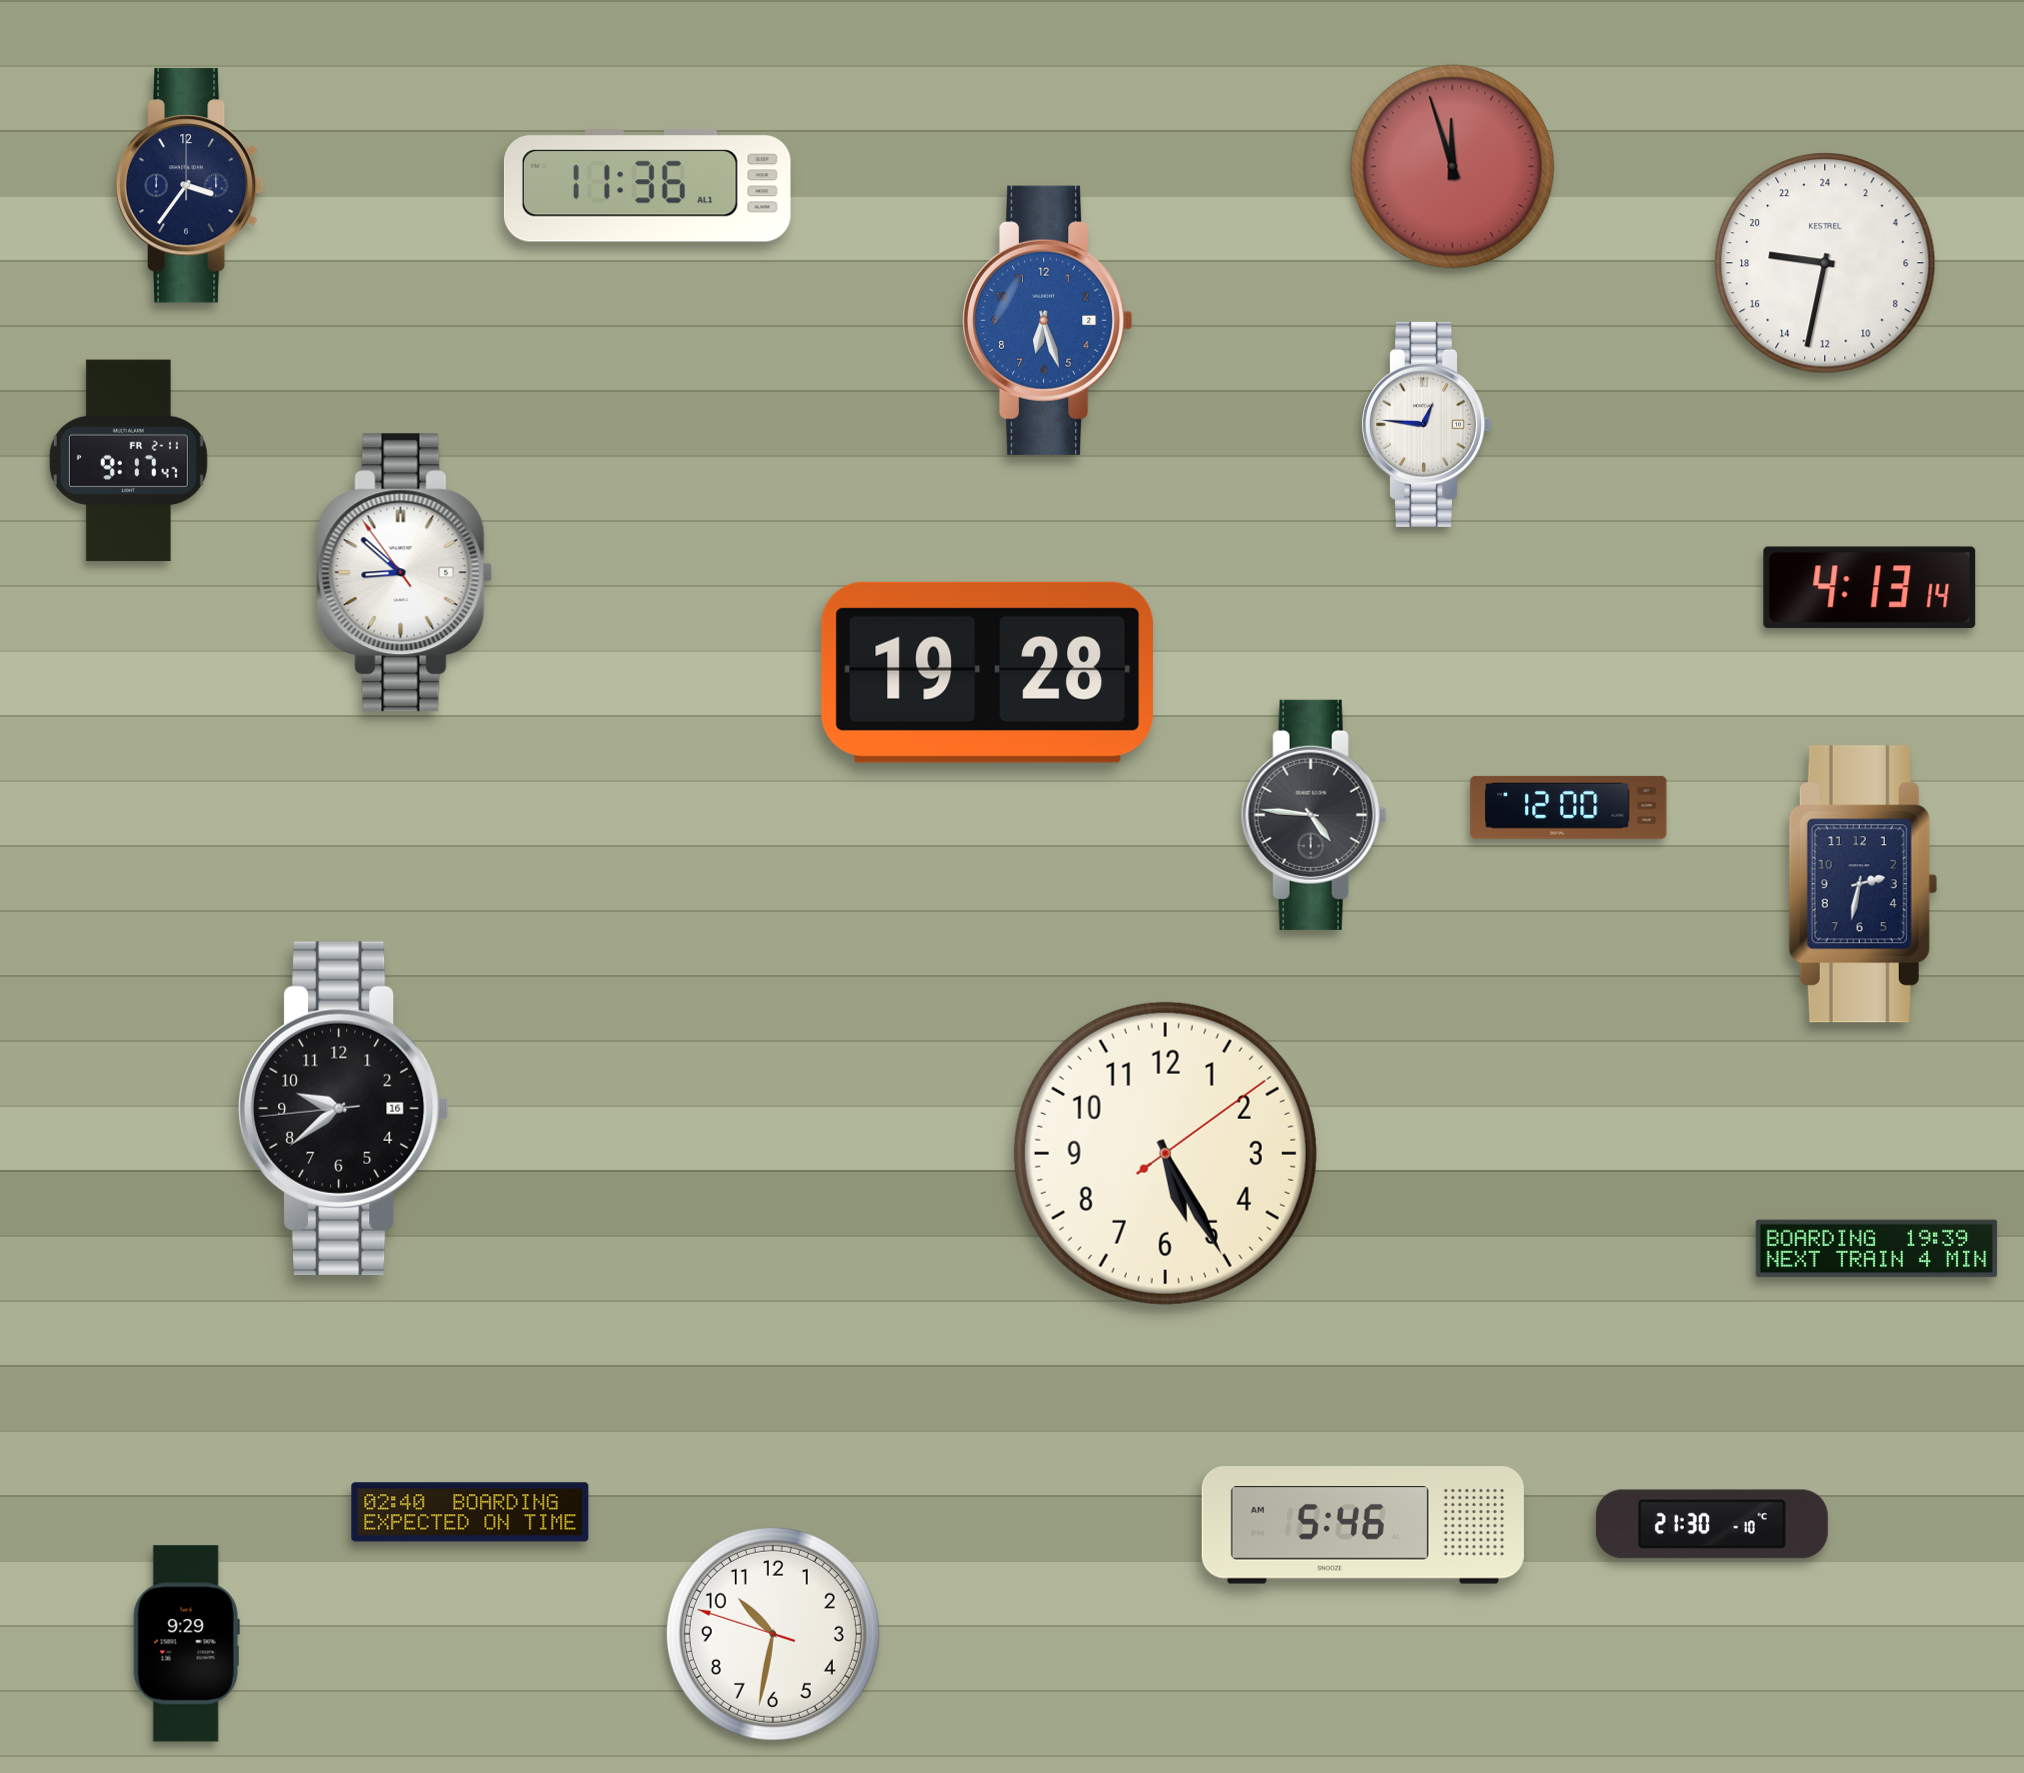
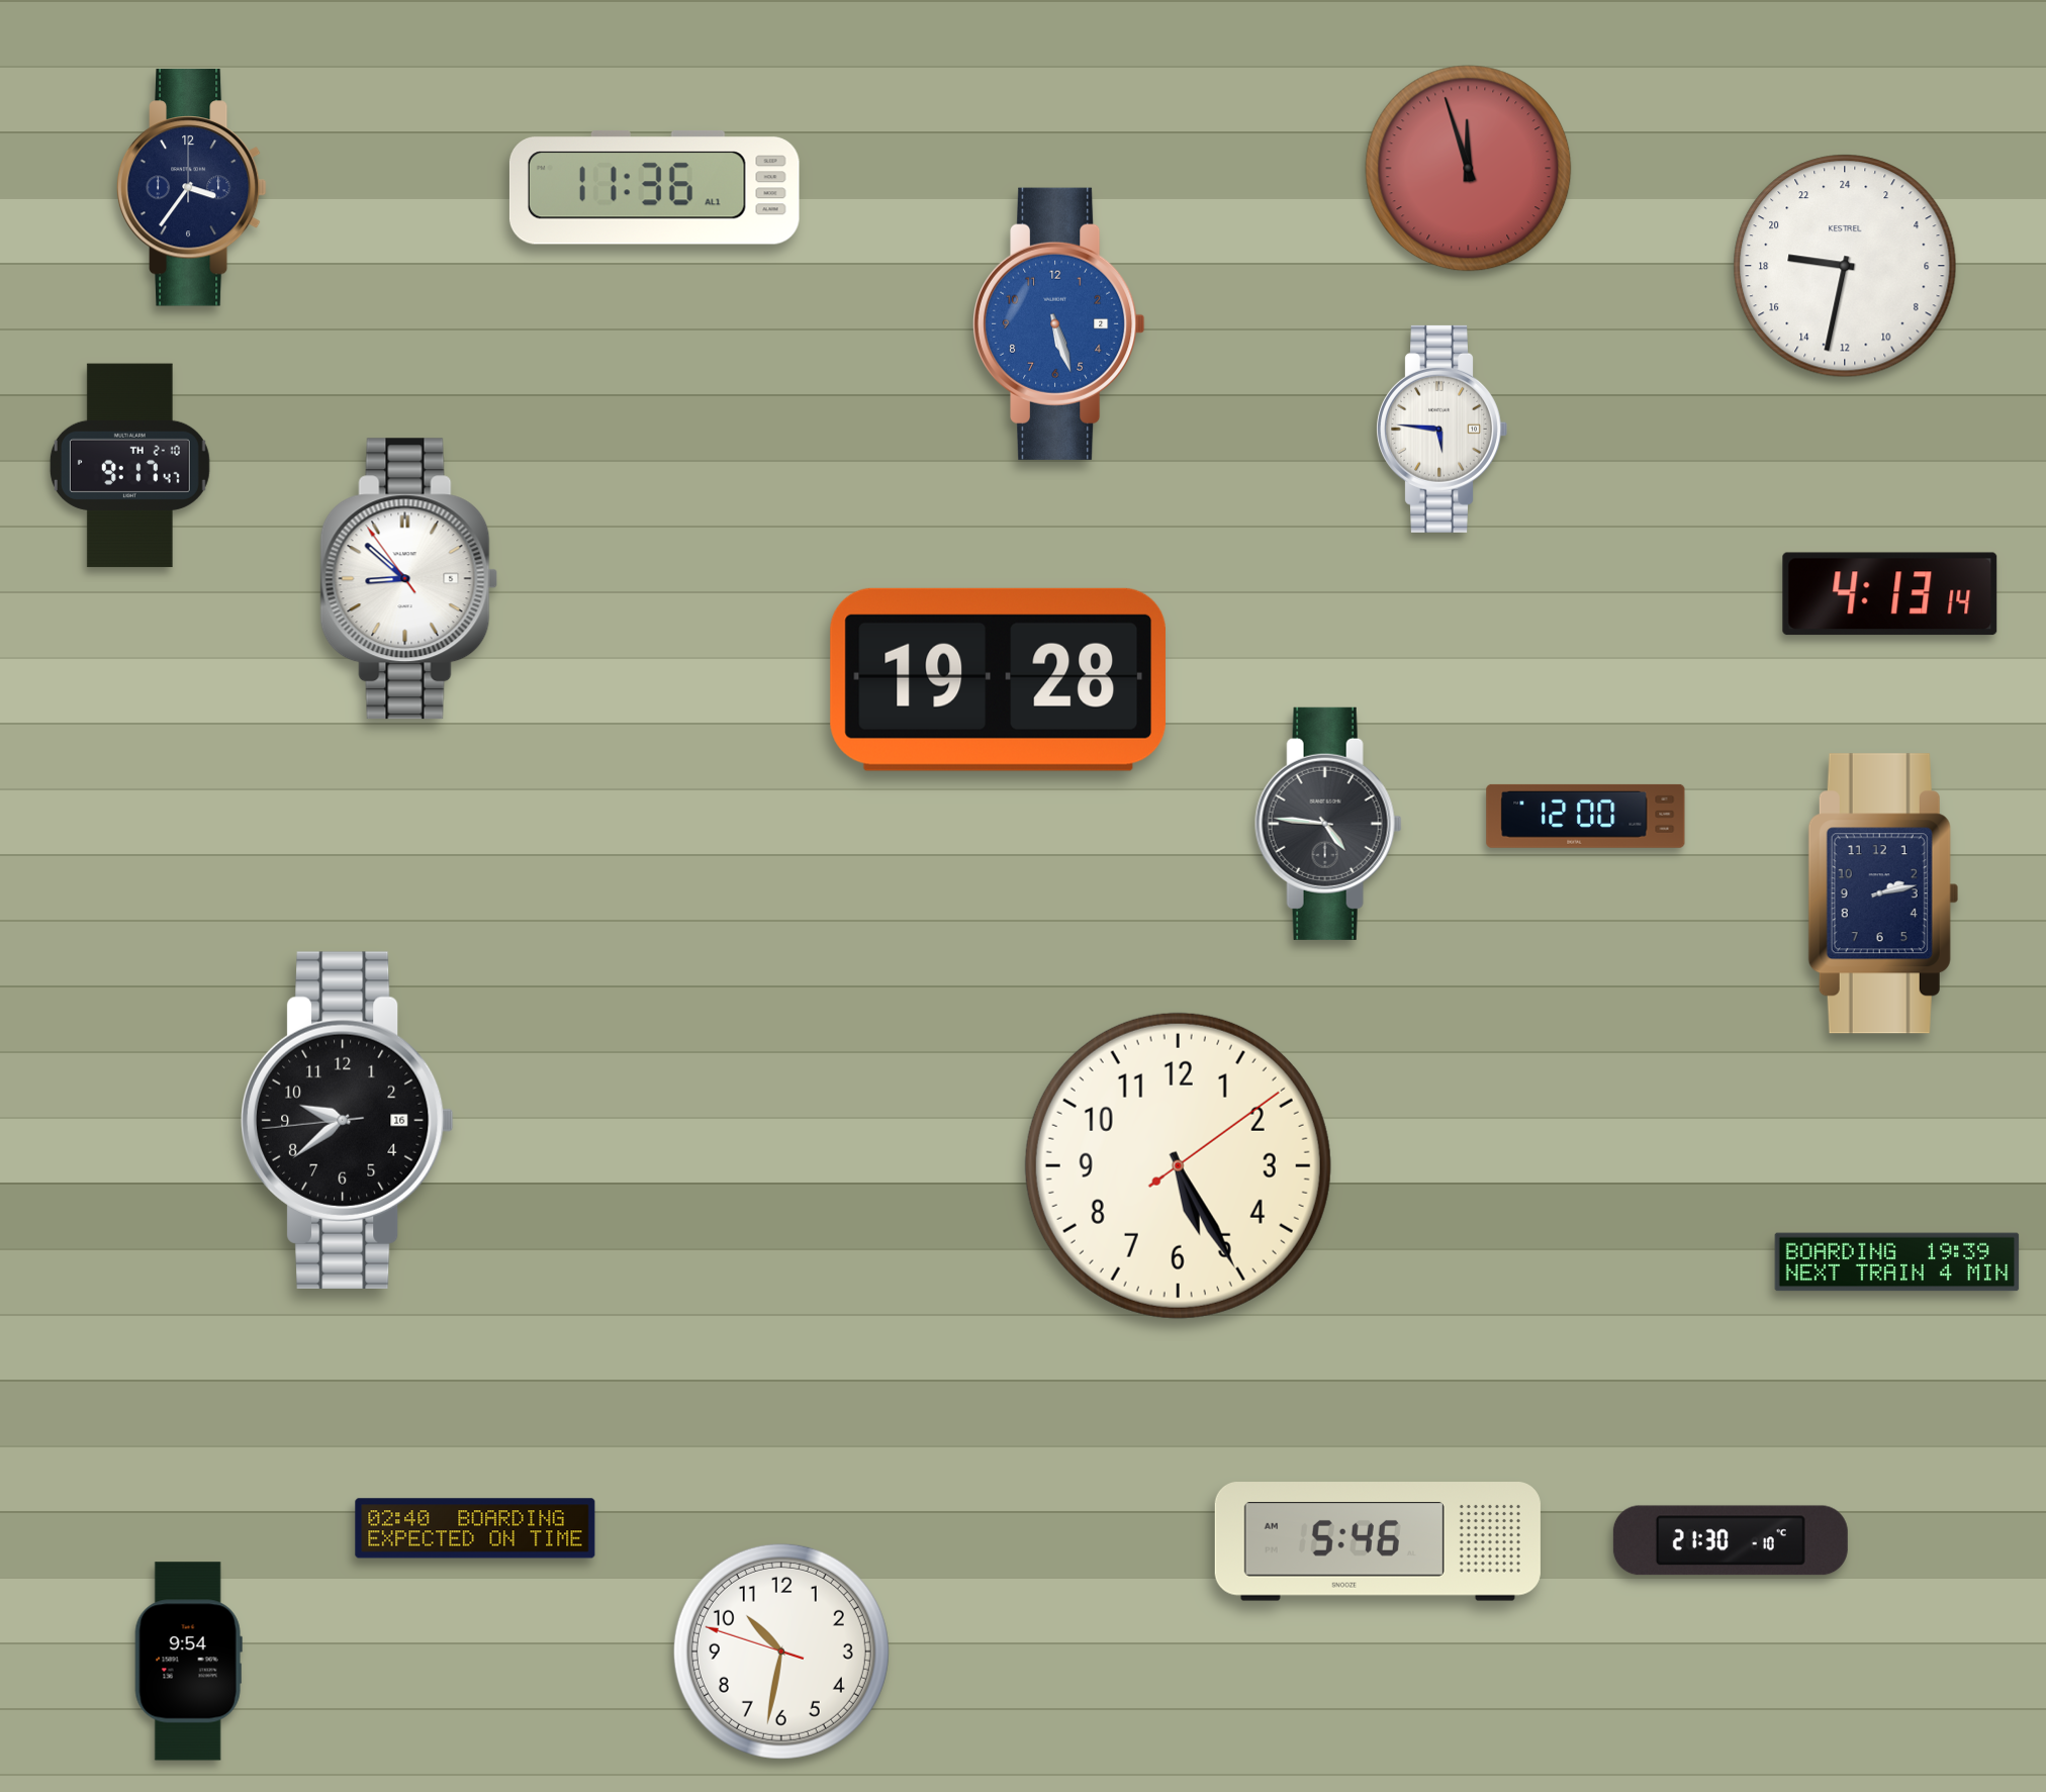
clock at (1048, 320): 6:27 -> 5:27
clock at (1426, 424): 12:46 -> 5:46
clock at (128, 461) date: FR 2-11 -> TH 2-10
clock at (1863, 884): 2:32 -> 2:13
clock at (186, 1644): 9:29 -> 9:54
